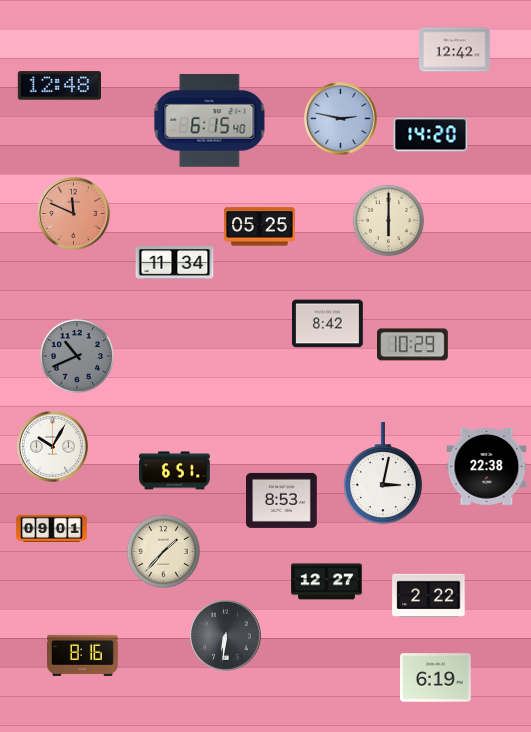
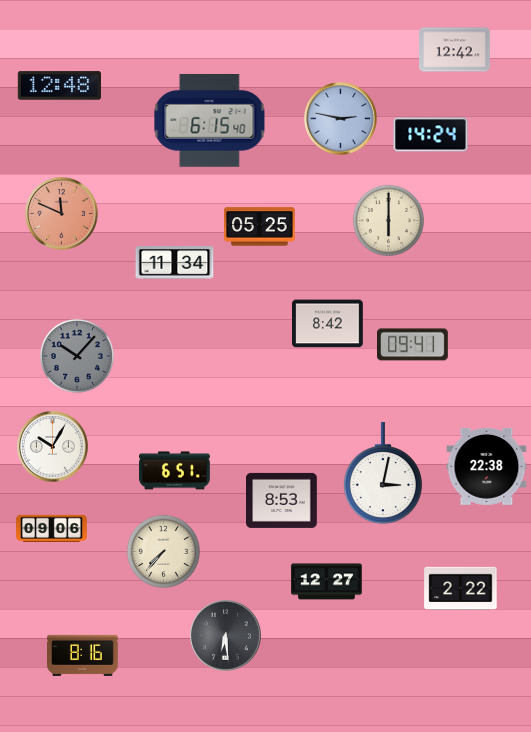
clock at (431, 135): 14:20 -> 14:24
clock at (74, 214) position: (74, 214) -> (62, 214)
clock at (413, 345): 10:29 -> 09:41
clock at (77, 356): 10:41 -> 10:07
clock at (52, 528): 09:01 -> 09:06
clock at (163, 551): 1:37 -> 7:37
clock at (429, 596) position: (429, 596) -> (461, 589)
clock at (226, 636): 6:31 -> 6:29
clock at (436, 678): 6:19 -> none
